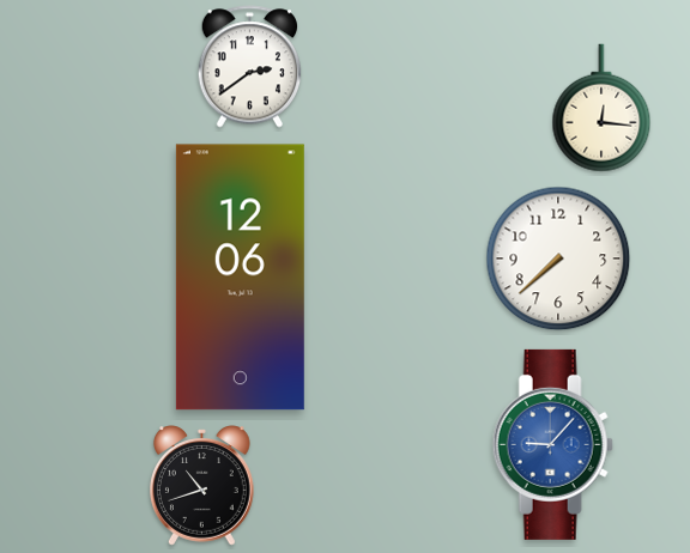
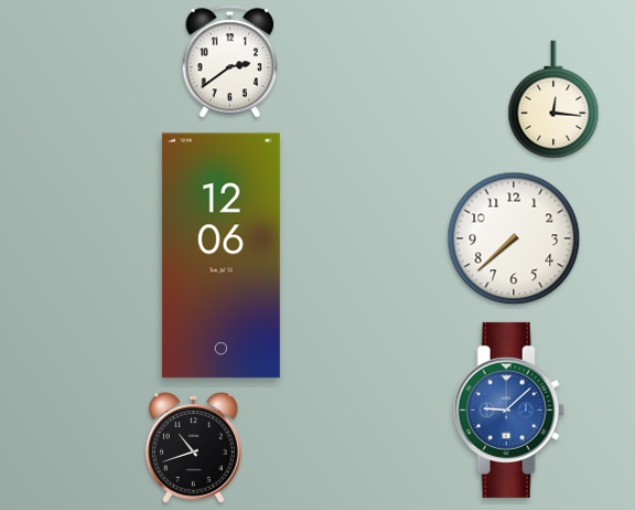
clock at (552, 444): 9:07 -> 9:08
clock at (202, 486) position: (202, 486) -> (194, 448)
